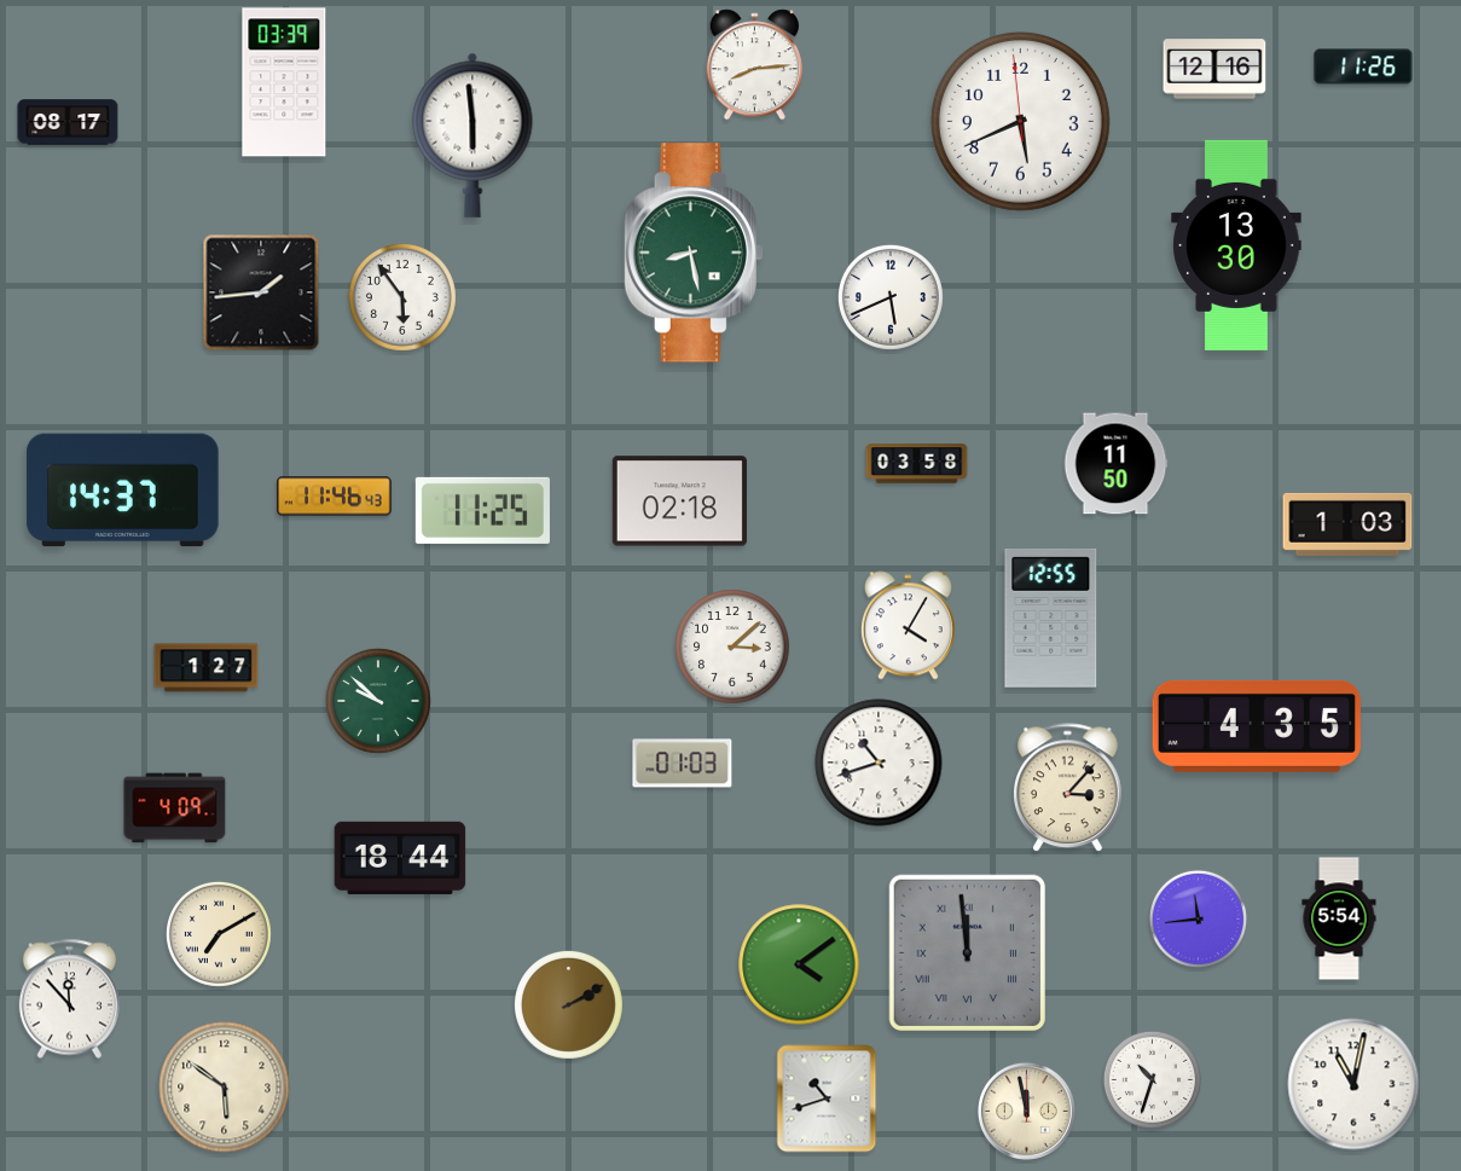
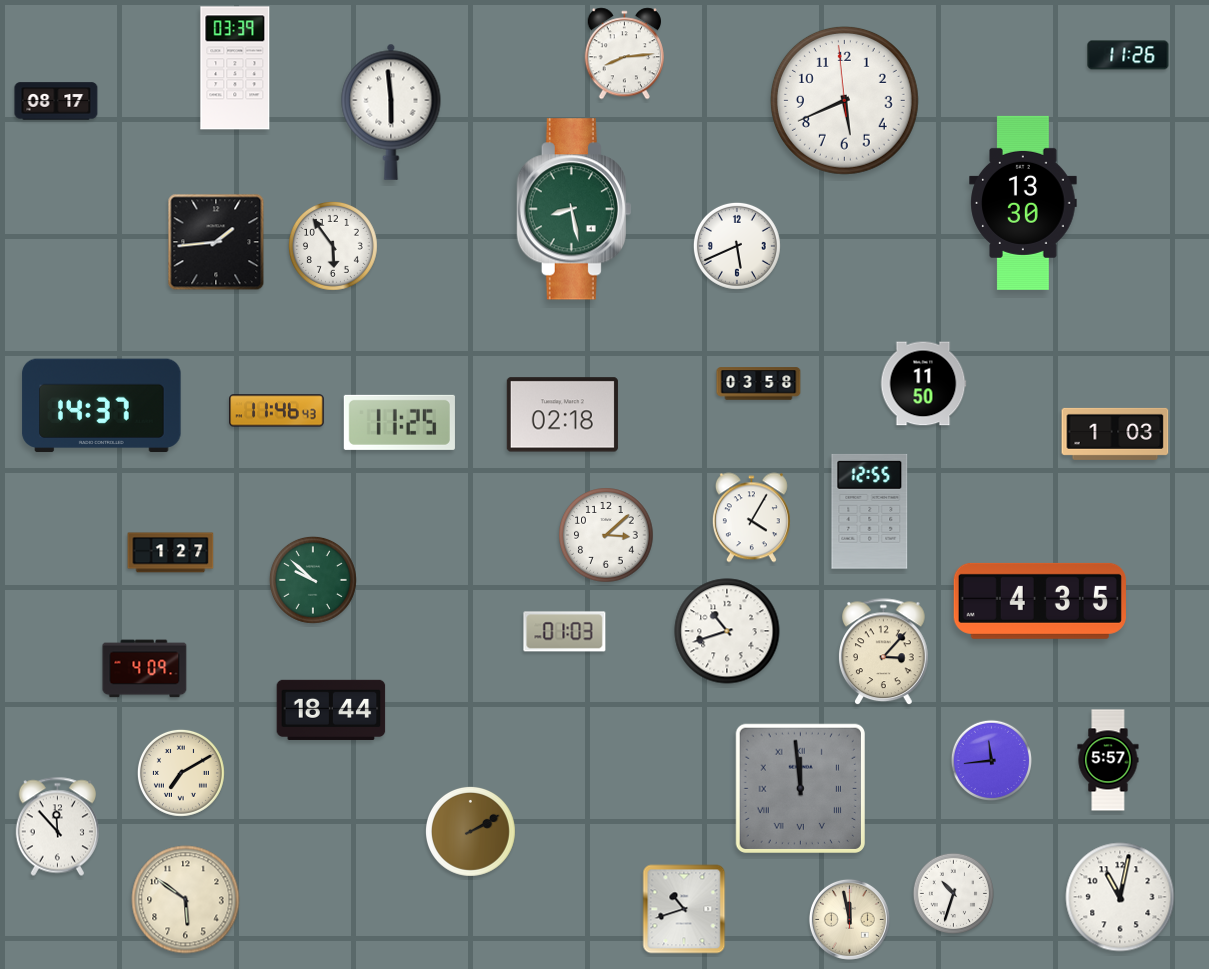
clock at (1214, 69): 12:16 -> none
clock at (1339, 918): 5:54 -> 5:57
clock at (799, 964): 4:09 -> none
